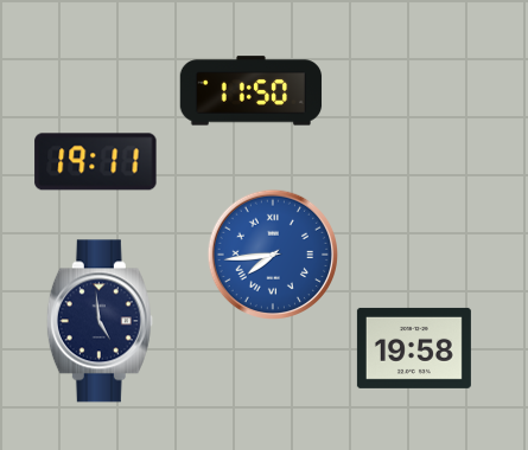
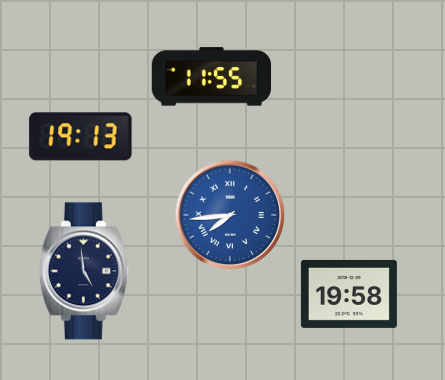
clock at (252, 91): 11:50 -> 11:55
clock at (96, 162): 19:11 -> 19:13
